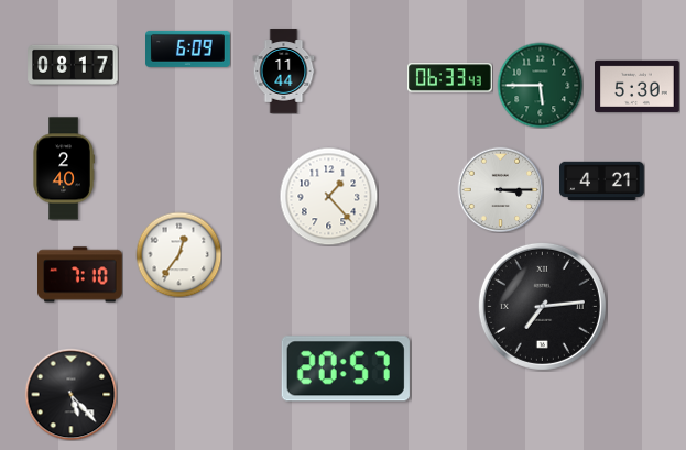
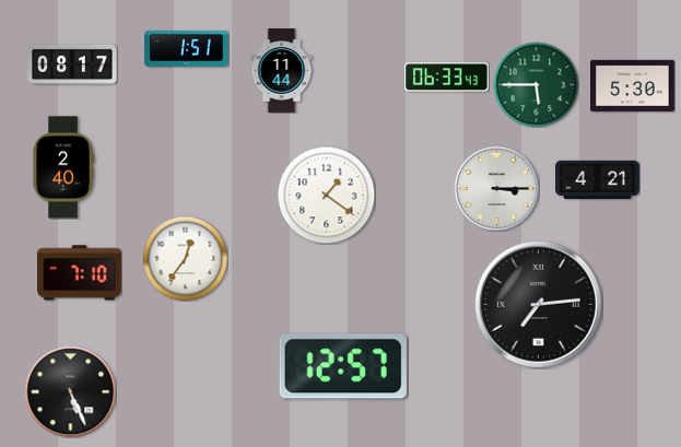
clock at (188, 48): 6:09 -> 1:51
clock at (328, 196): 1:23 -> 1:21
clock at (178, 254) position: (178, 254) -> (185, 258)
clock at (346, 369): 20:57 -> 12:57
clock at (70, 394): 5:23 -> 5:26
